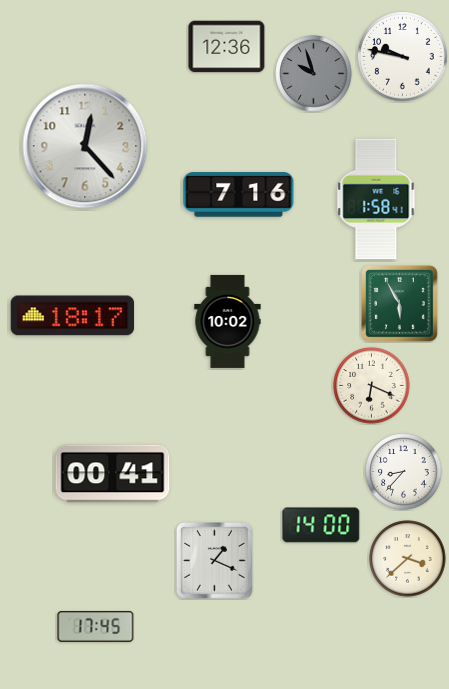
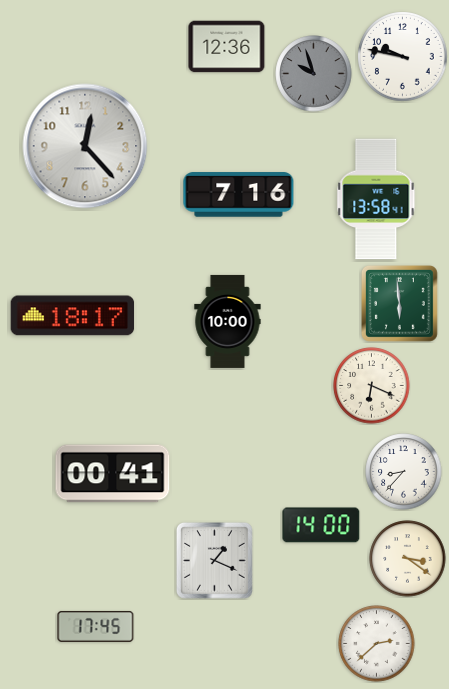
clock at (376, 199): 1:58 -> 13:58
clock at (399, 303): 5:55 -> 5:59
clock at (228, 321): 10:02 -> 10:00
clock at (408, 559): 3:38 -> 3:21
clock at (377, 644): none -> 2:38
